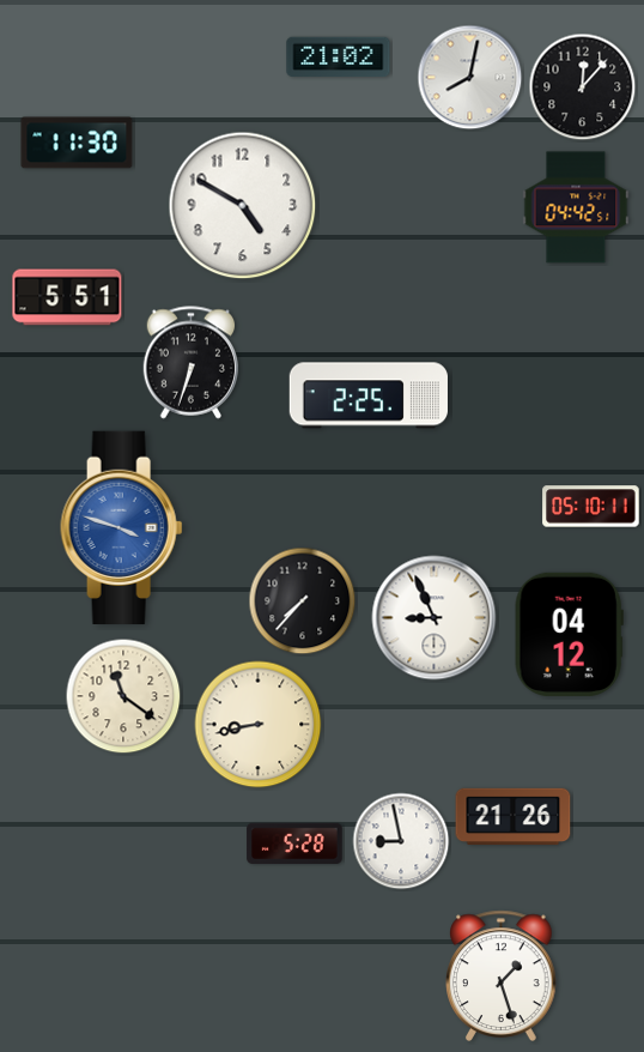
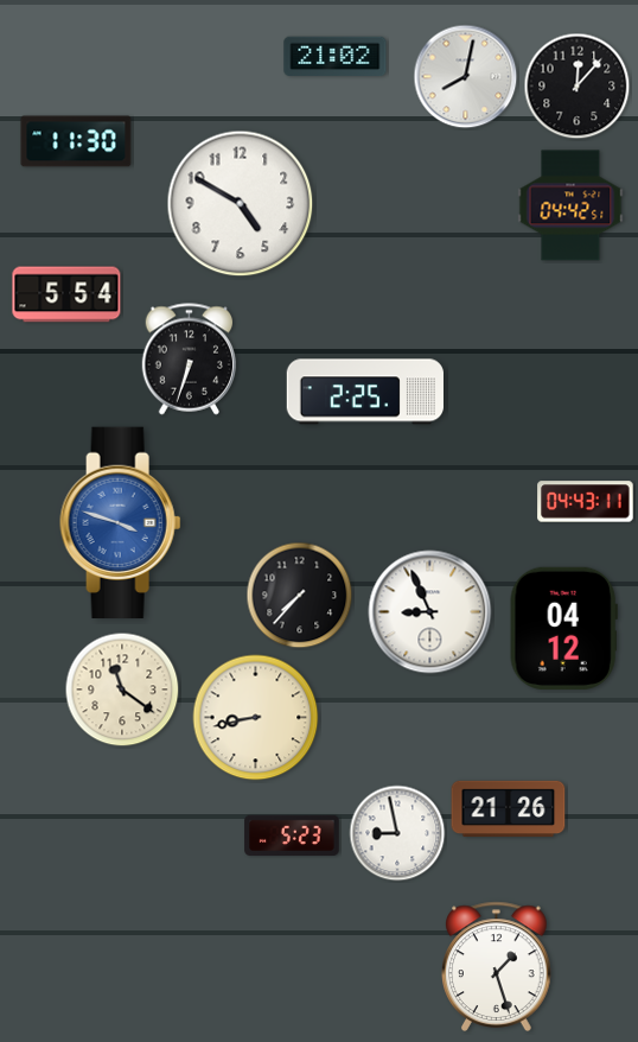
clock at (67, 297): 5:51 -> 5:54
clock at (591, 507): 05:10 -> 04:43
clock at (294, 844): 5:28 -> 5:23
